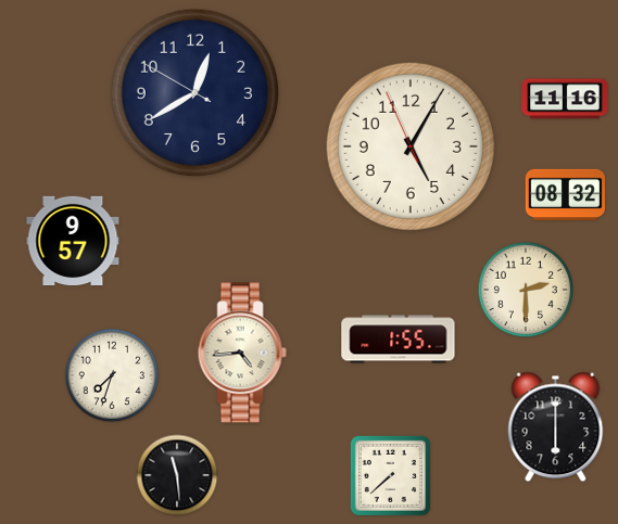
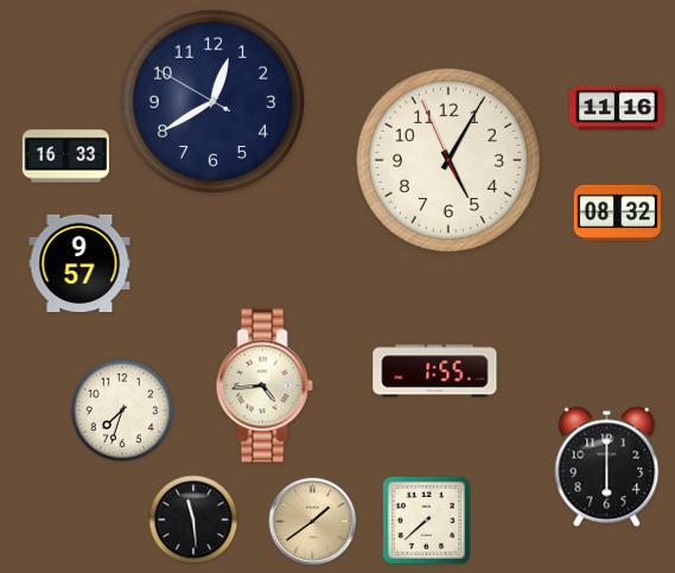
clock at (65, 157): none -> 16:33
clock at (526, 290): 2:30 -> none
clock at (313, 522): none -> 1:39
